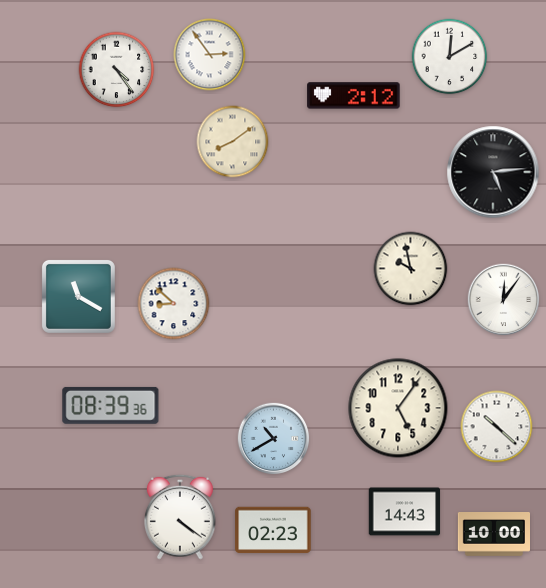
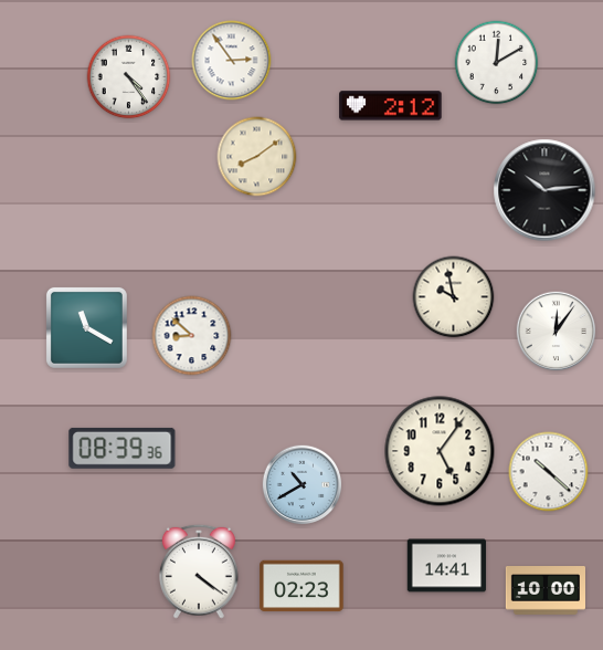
clock at (493, 172): 5:14 -> 10:14
clock at (405, 512): 14:43 -> 14:41
